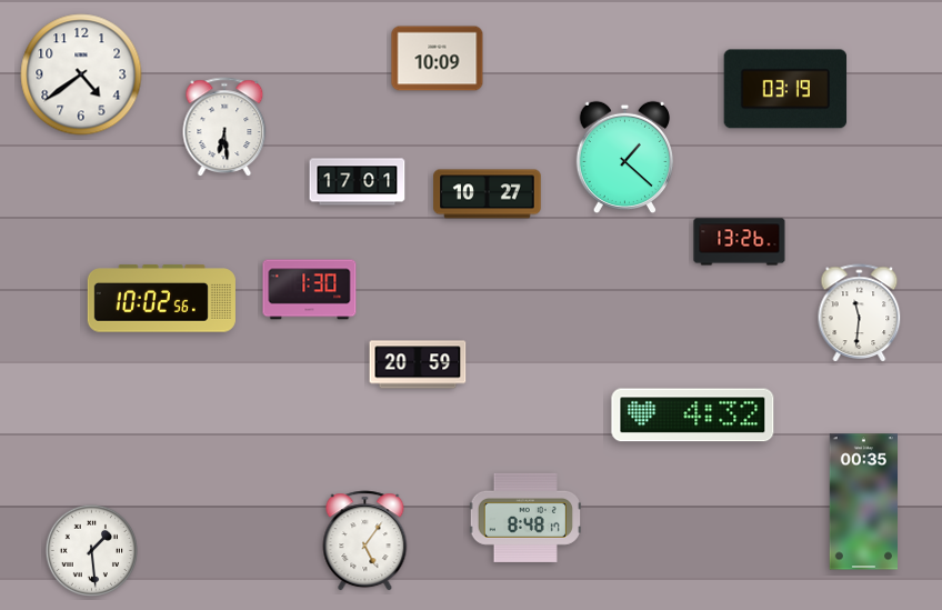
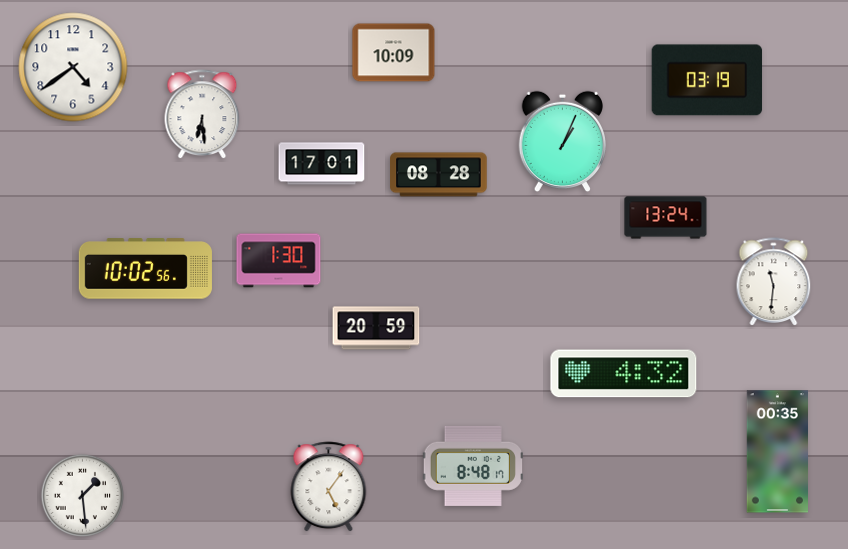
clock at (624, 158): 1:22 -> 1:04
clock at (488, 194): 10:27 -> 08:28
clock at (740, 242): 13:26 -> 13:24
